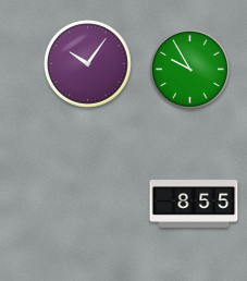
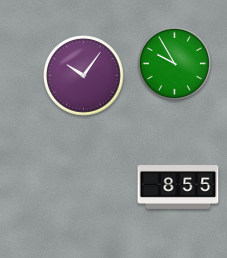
clock at (88, 64) position: (88, 64) -> (84, 76)
